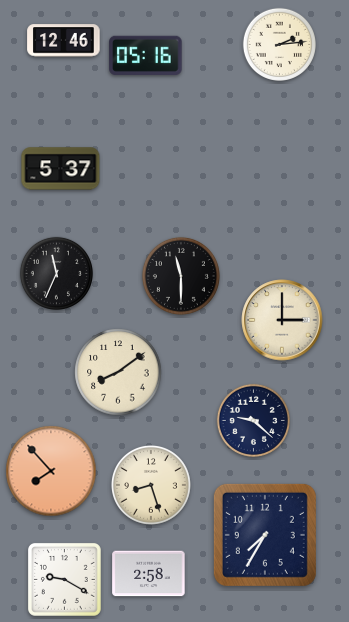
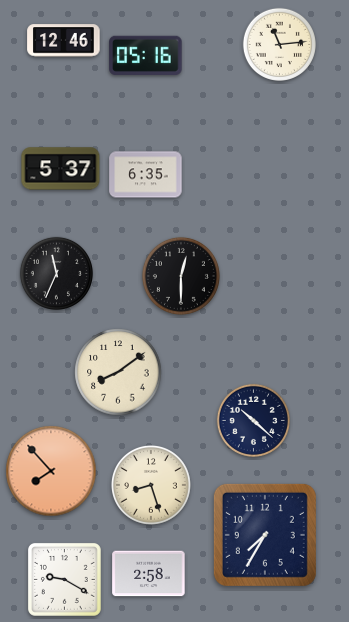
clock at (279, 44): 2:14 -> 11:14
clock at (146, 175): none -> 6:35
clock at (181, 276): 11:30 -> 12:30
clock at (282, 320): 3:00 -> none
clock at (253, 420): 9:22 -> 10:22
